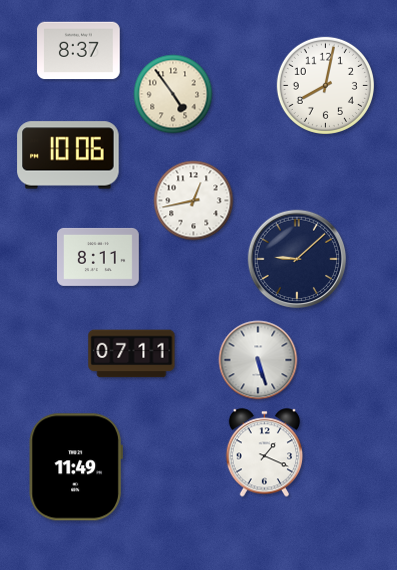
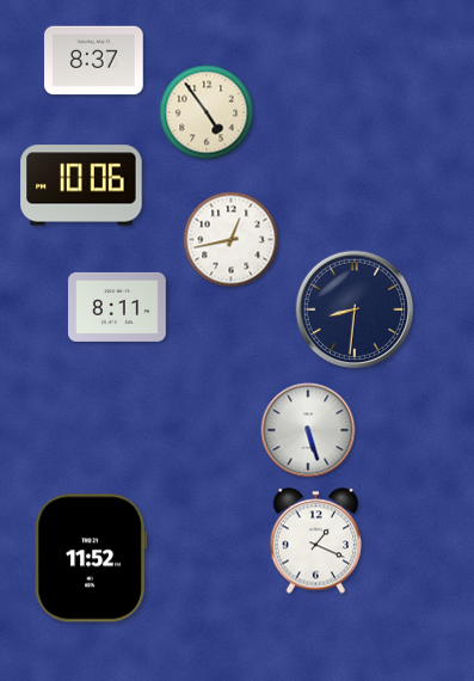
clock at (325, 85): 8:02 -> none
clock at (297, 259): 9:08 -> 8:31
clock at (132, 354): 07:11 -> none
clock at (76, 467): 11:49 -> 11:52
